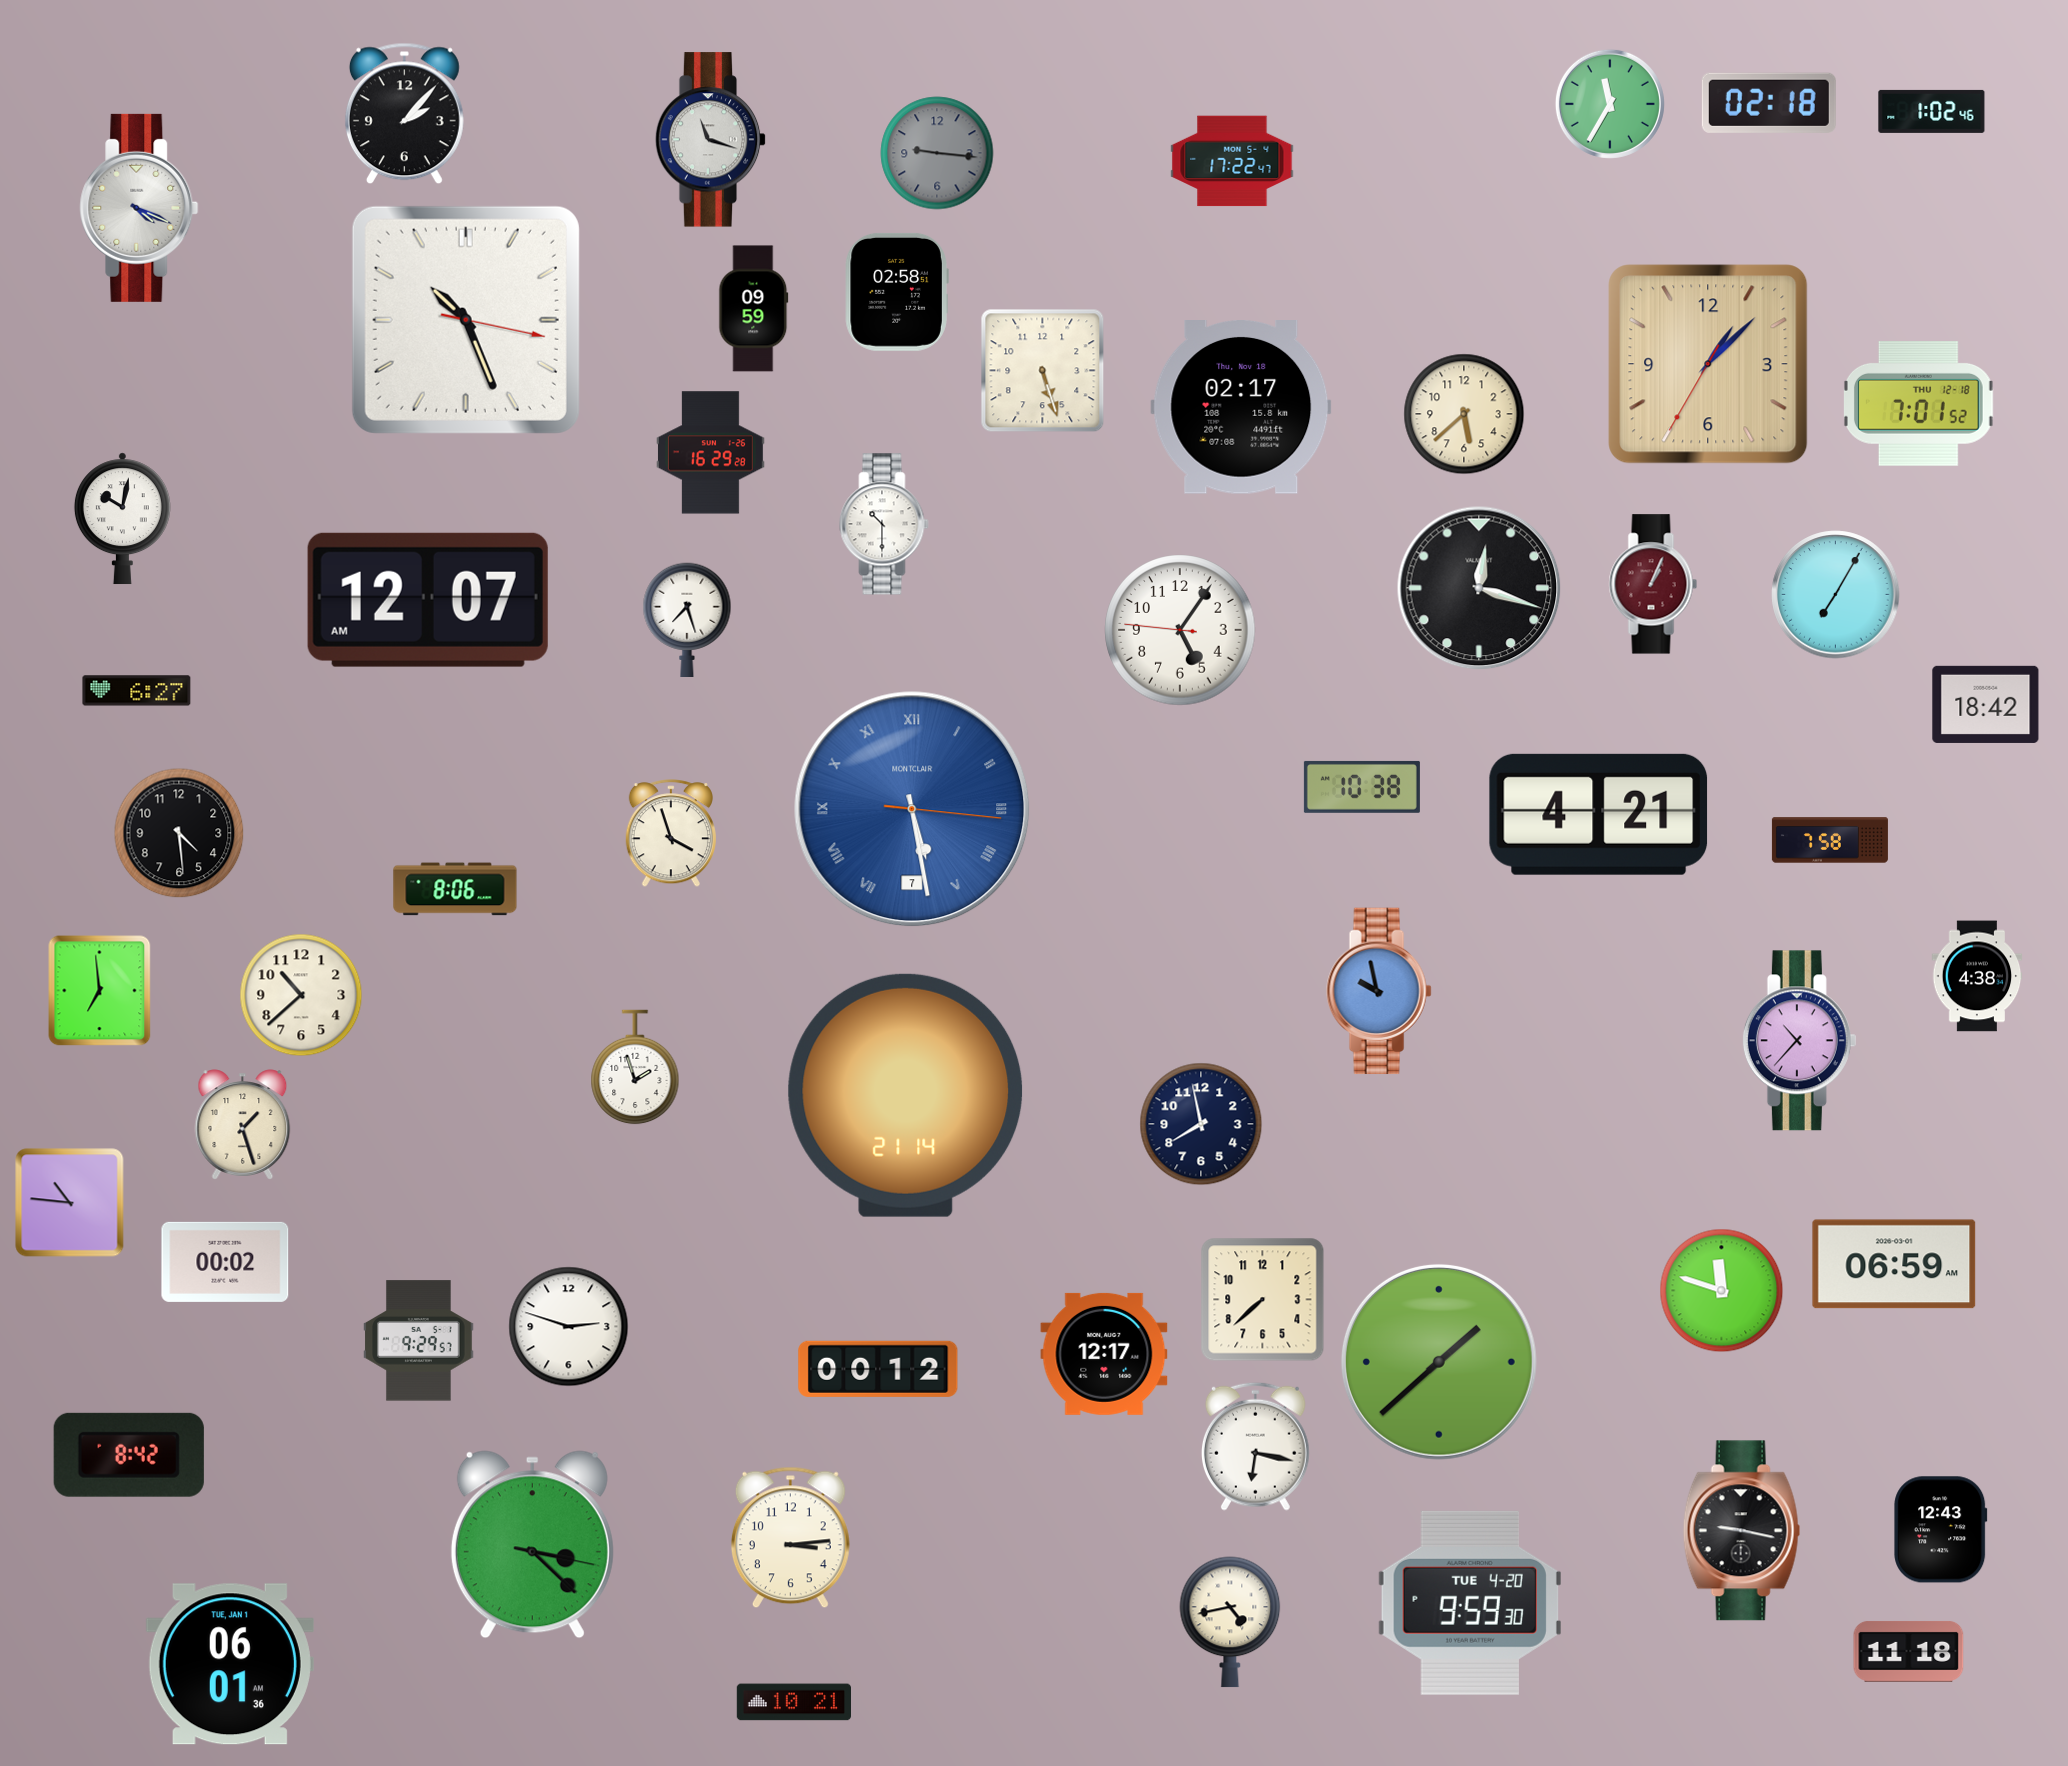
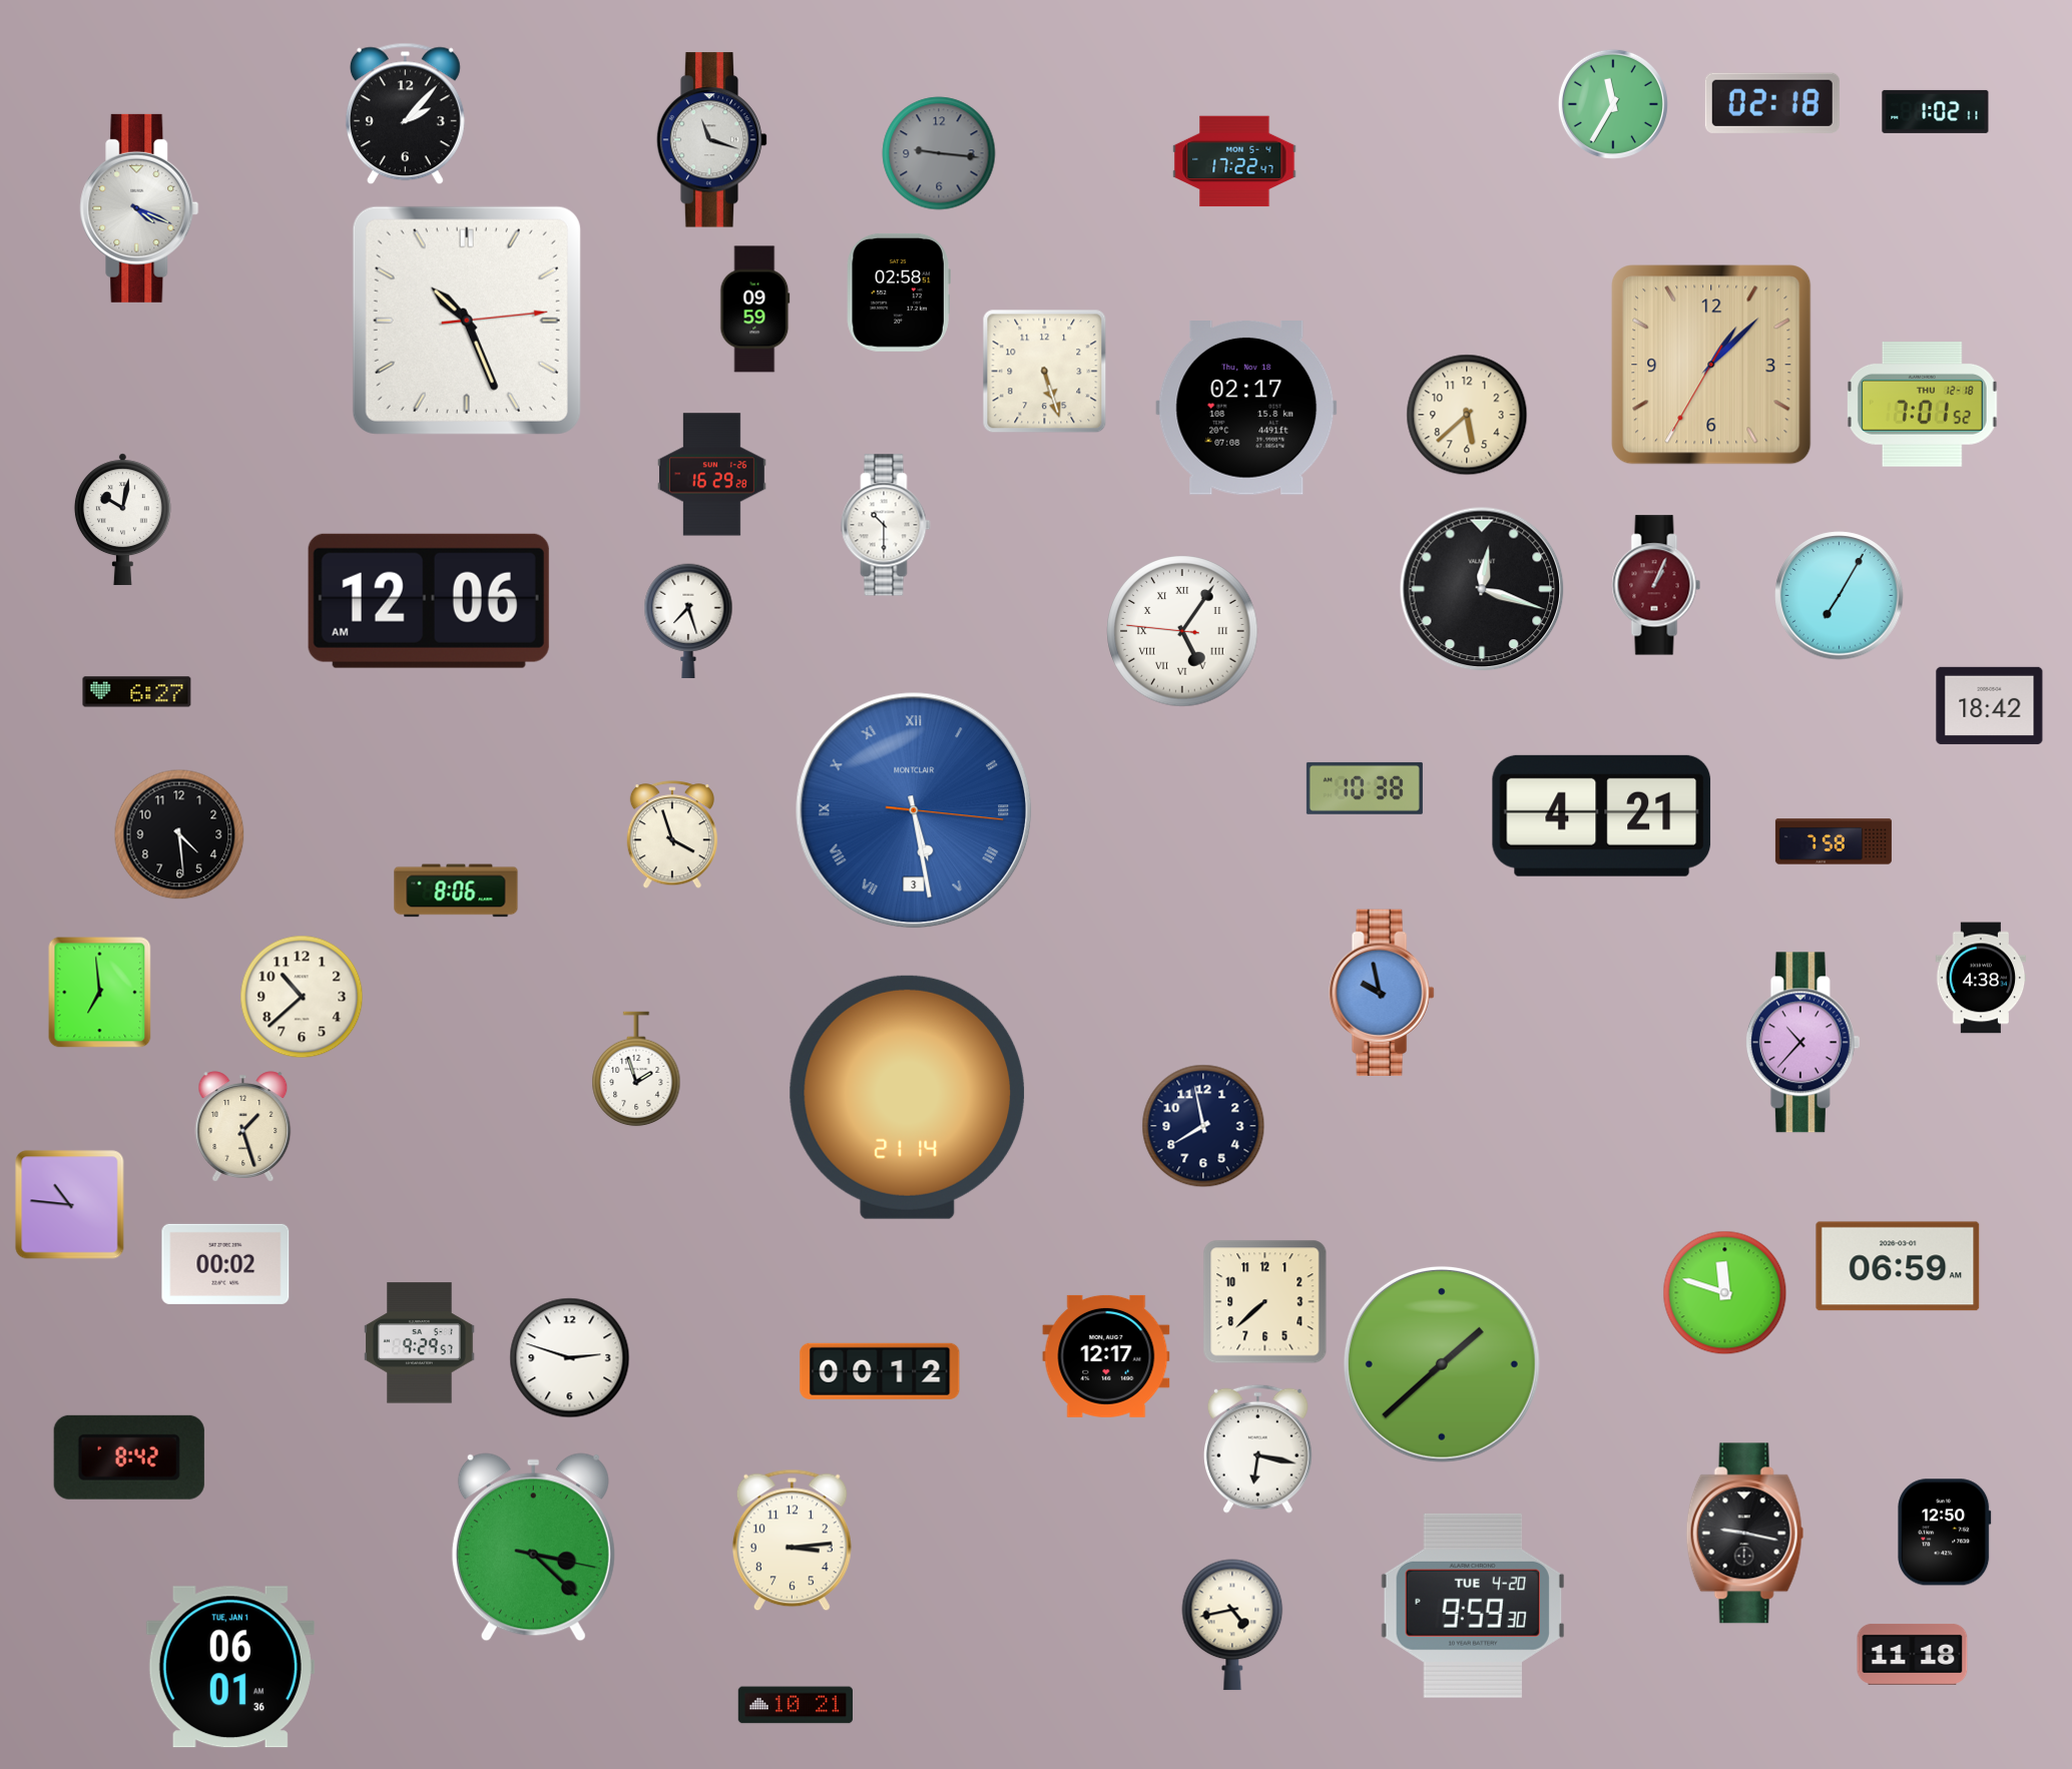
clock at (1932, 111): 1:02:46 -> 1:02:11
clock at (466, 320): 10:26:17 -> 10:26:14
clock at (1241, 408) position: (1241, 408) -> (1246, 409)
clock at (710, 453) position: (710, 453) -> (711, 475)
clock at (428, 600): 12:07 -> 12:06
clock at (1180, 630) numerals: Arabic -> Roman
clock at (912, 809) date: 7 -> 3
clock at (569, 1327) position: (569, 1327) -> (570, 1358)
clock at (1941, 1530): 12:43 -> 12:50
